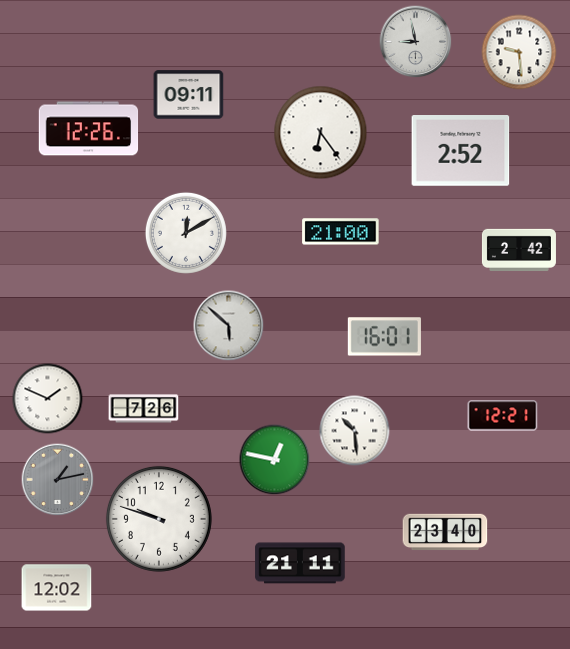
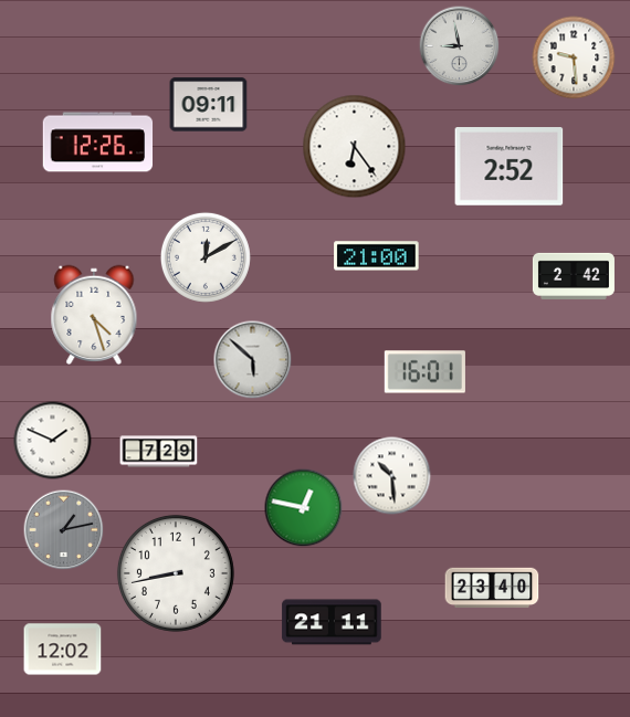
clock at (94, 314): none -> 4:27
clock at (144, 409): 7:26 -> 7:29
clock at (503, 416): 12:21 -> none
clock at (159, 519): 9:48 -> 8:43
